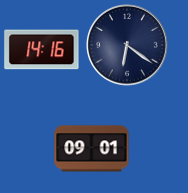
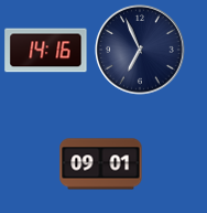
clock at (127, 45): 6:21 -> 6:56
clock at (42, 50) position: (42, 50) -> (46, 51)
